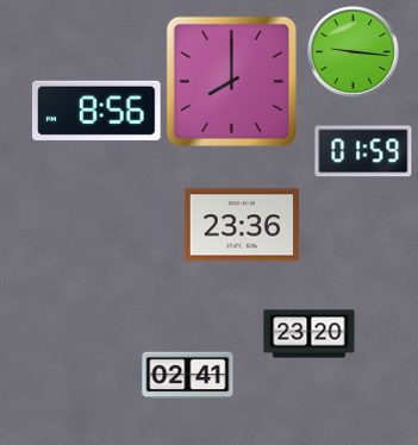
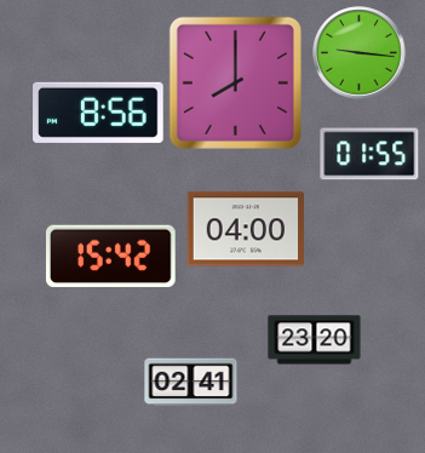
clock at (363, 151): 01:59 -> 01:55
clock at (241, 225): 23:36 -> 04:00
clock at (111, 257): none -> 15:42
